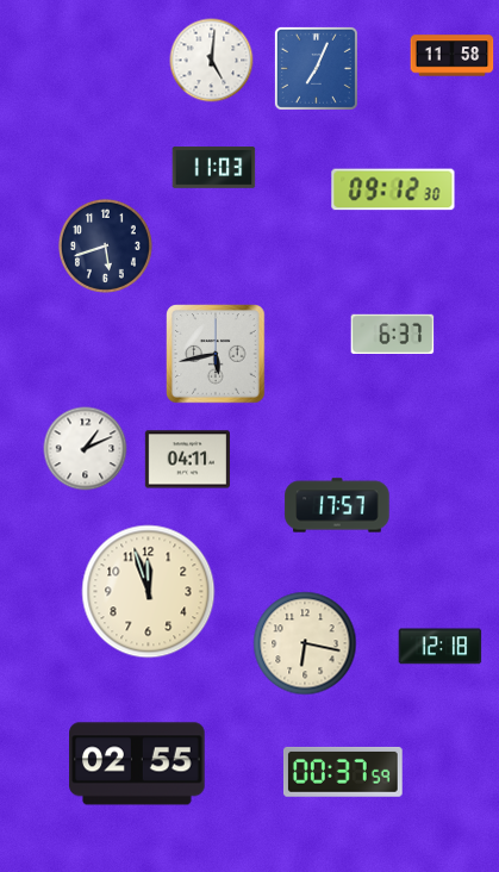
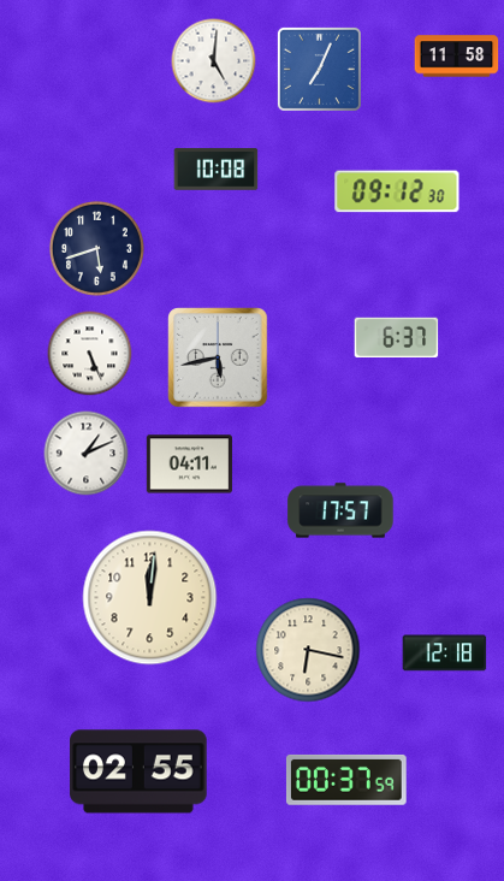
clock at (214, 168): 11:03 -> 10:08
clock at (105, 245) position: (105, 245) -> (96, 248)
clock at (90, 354): none -> 5:26
clock at (149, 592): 11:57 -> 12:01
